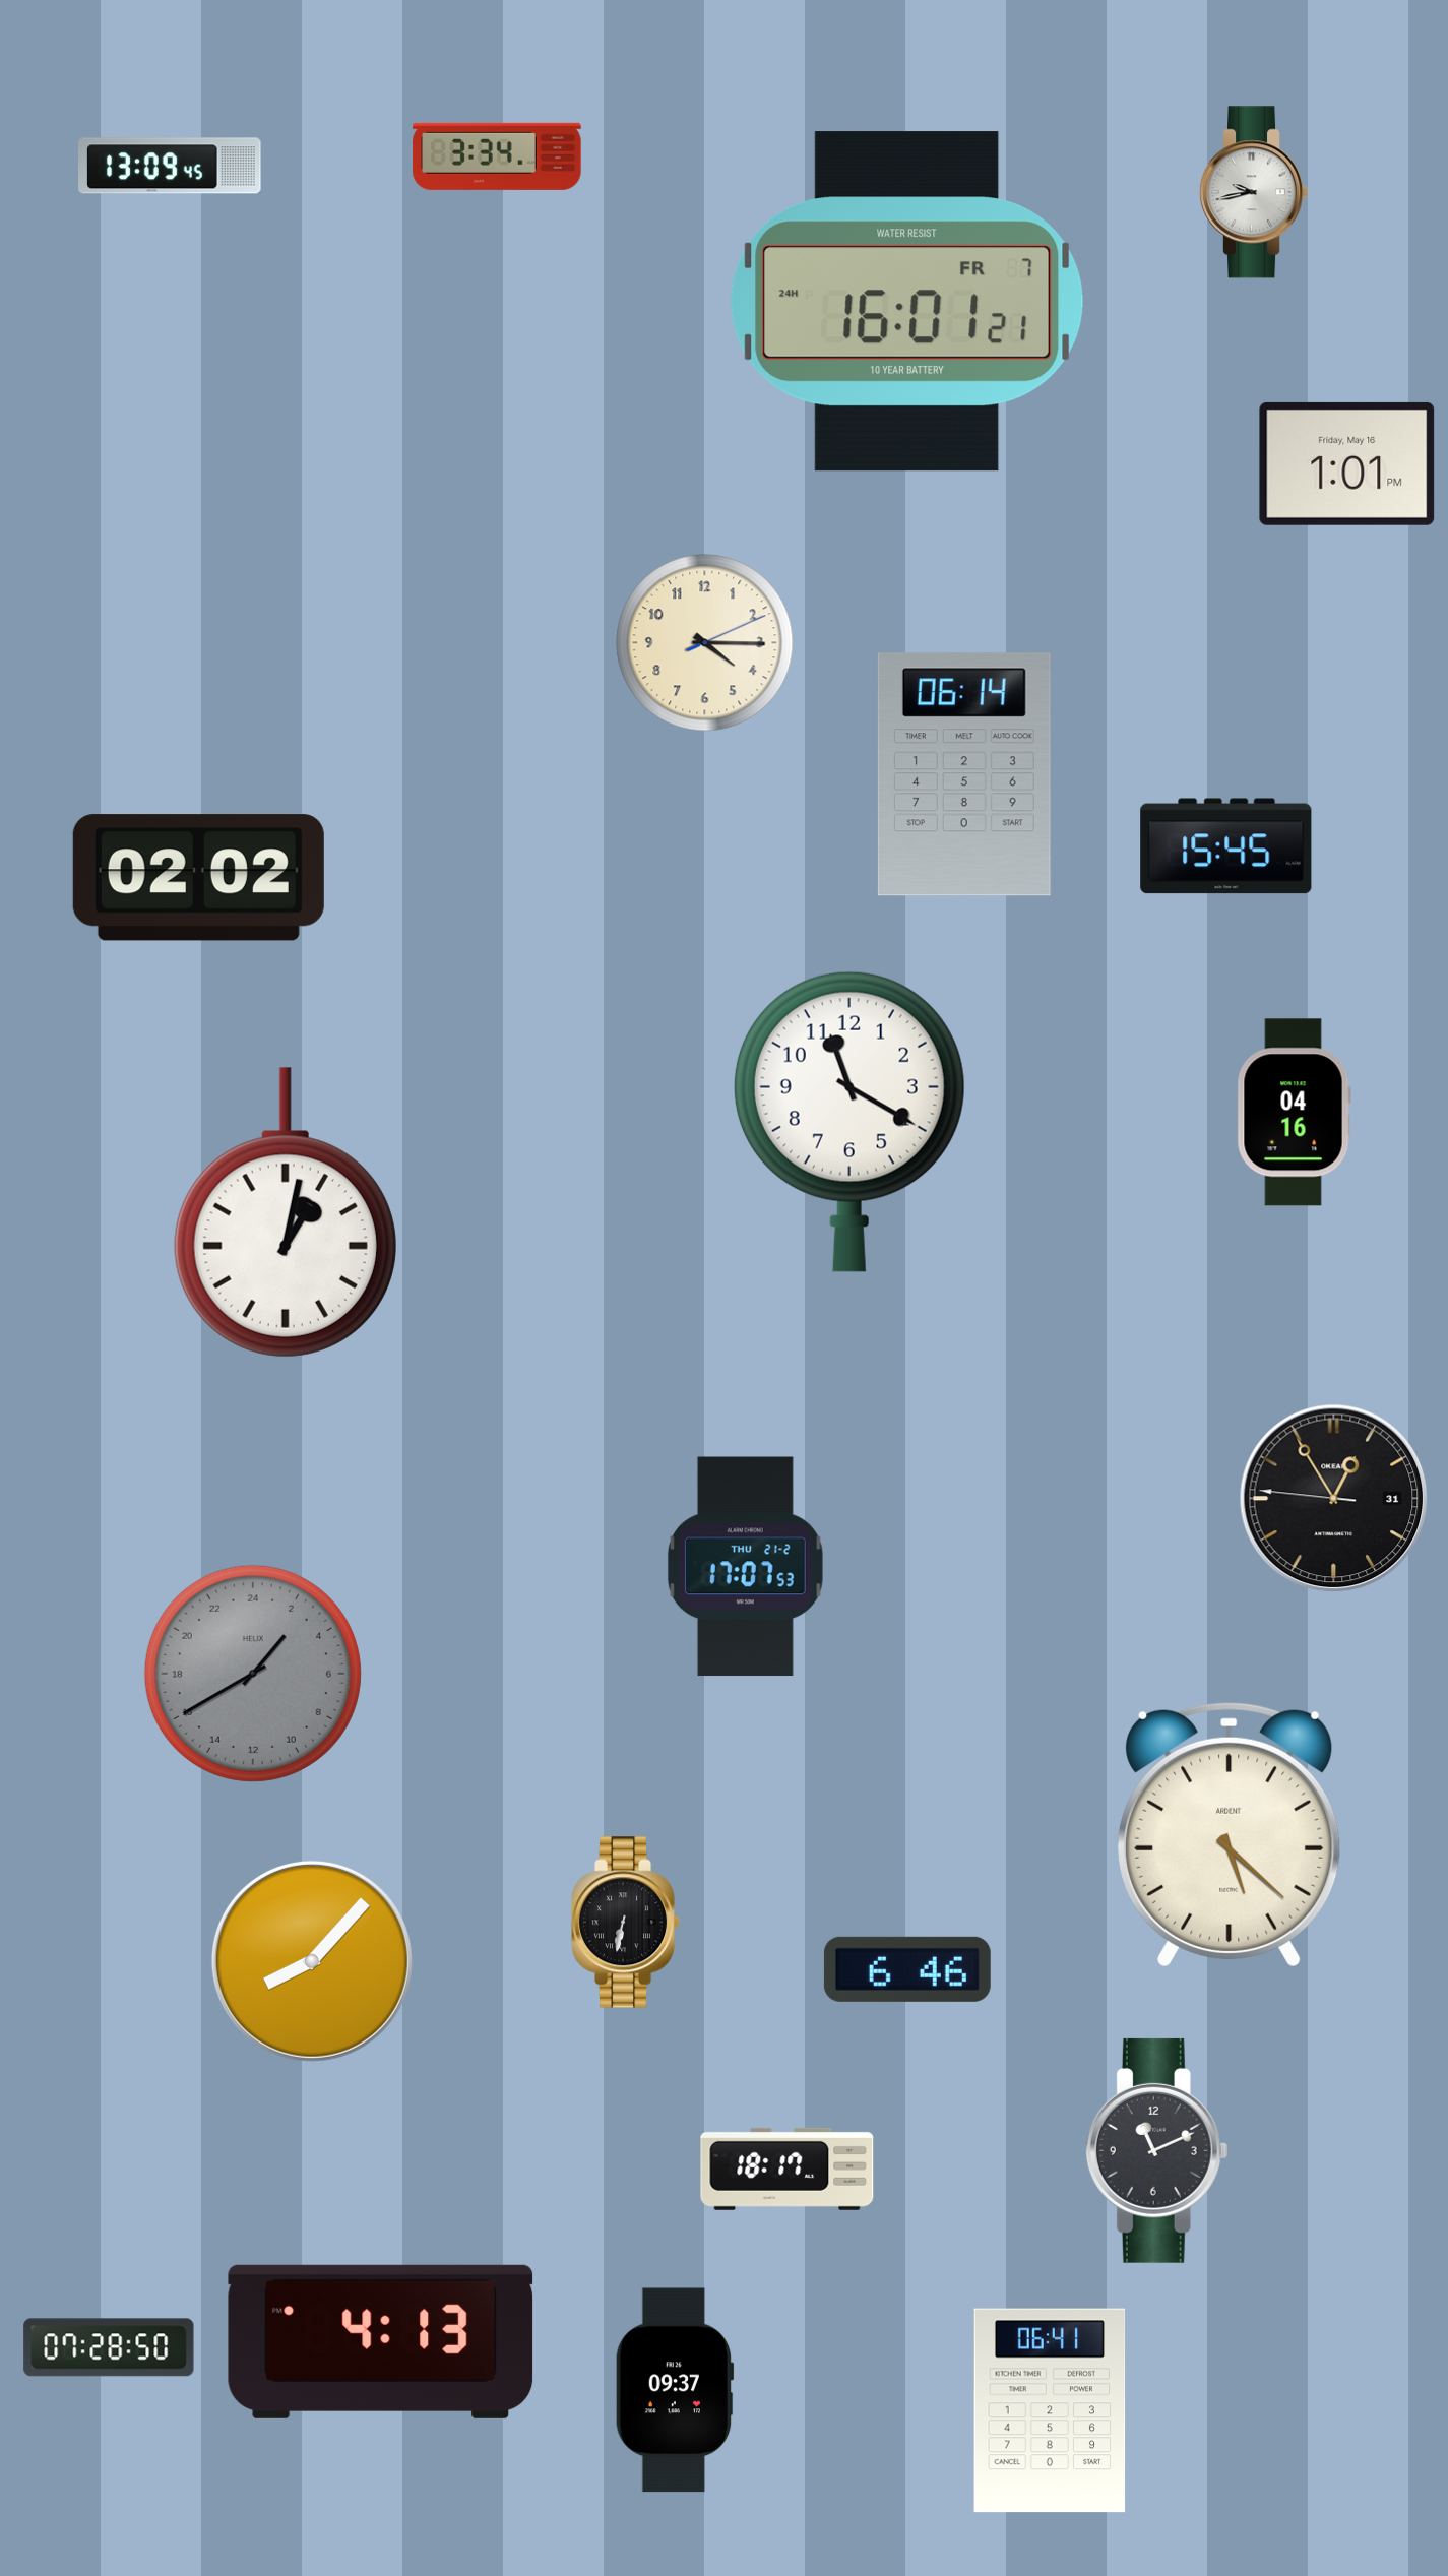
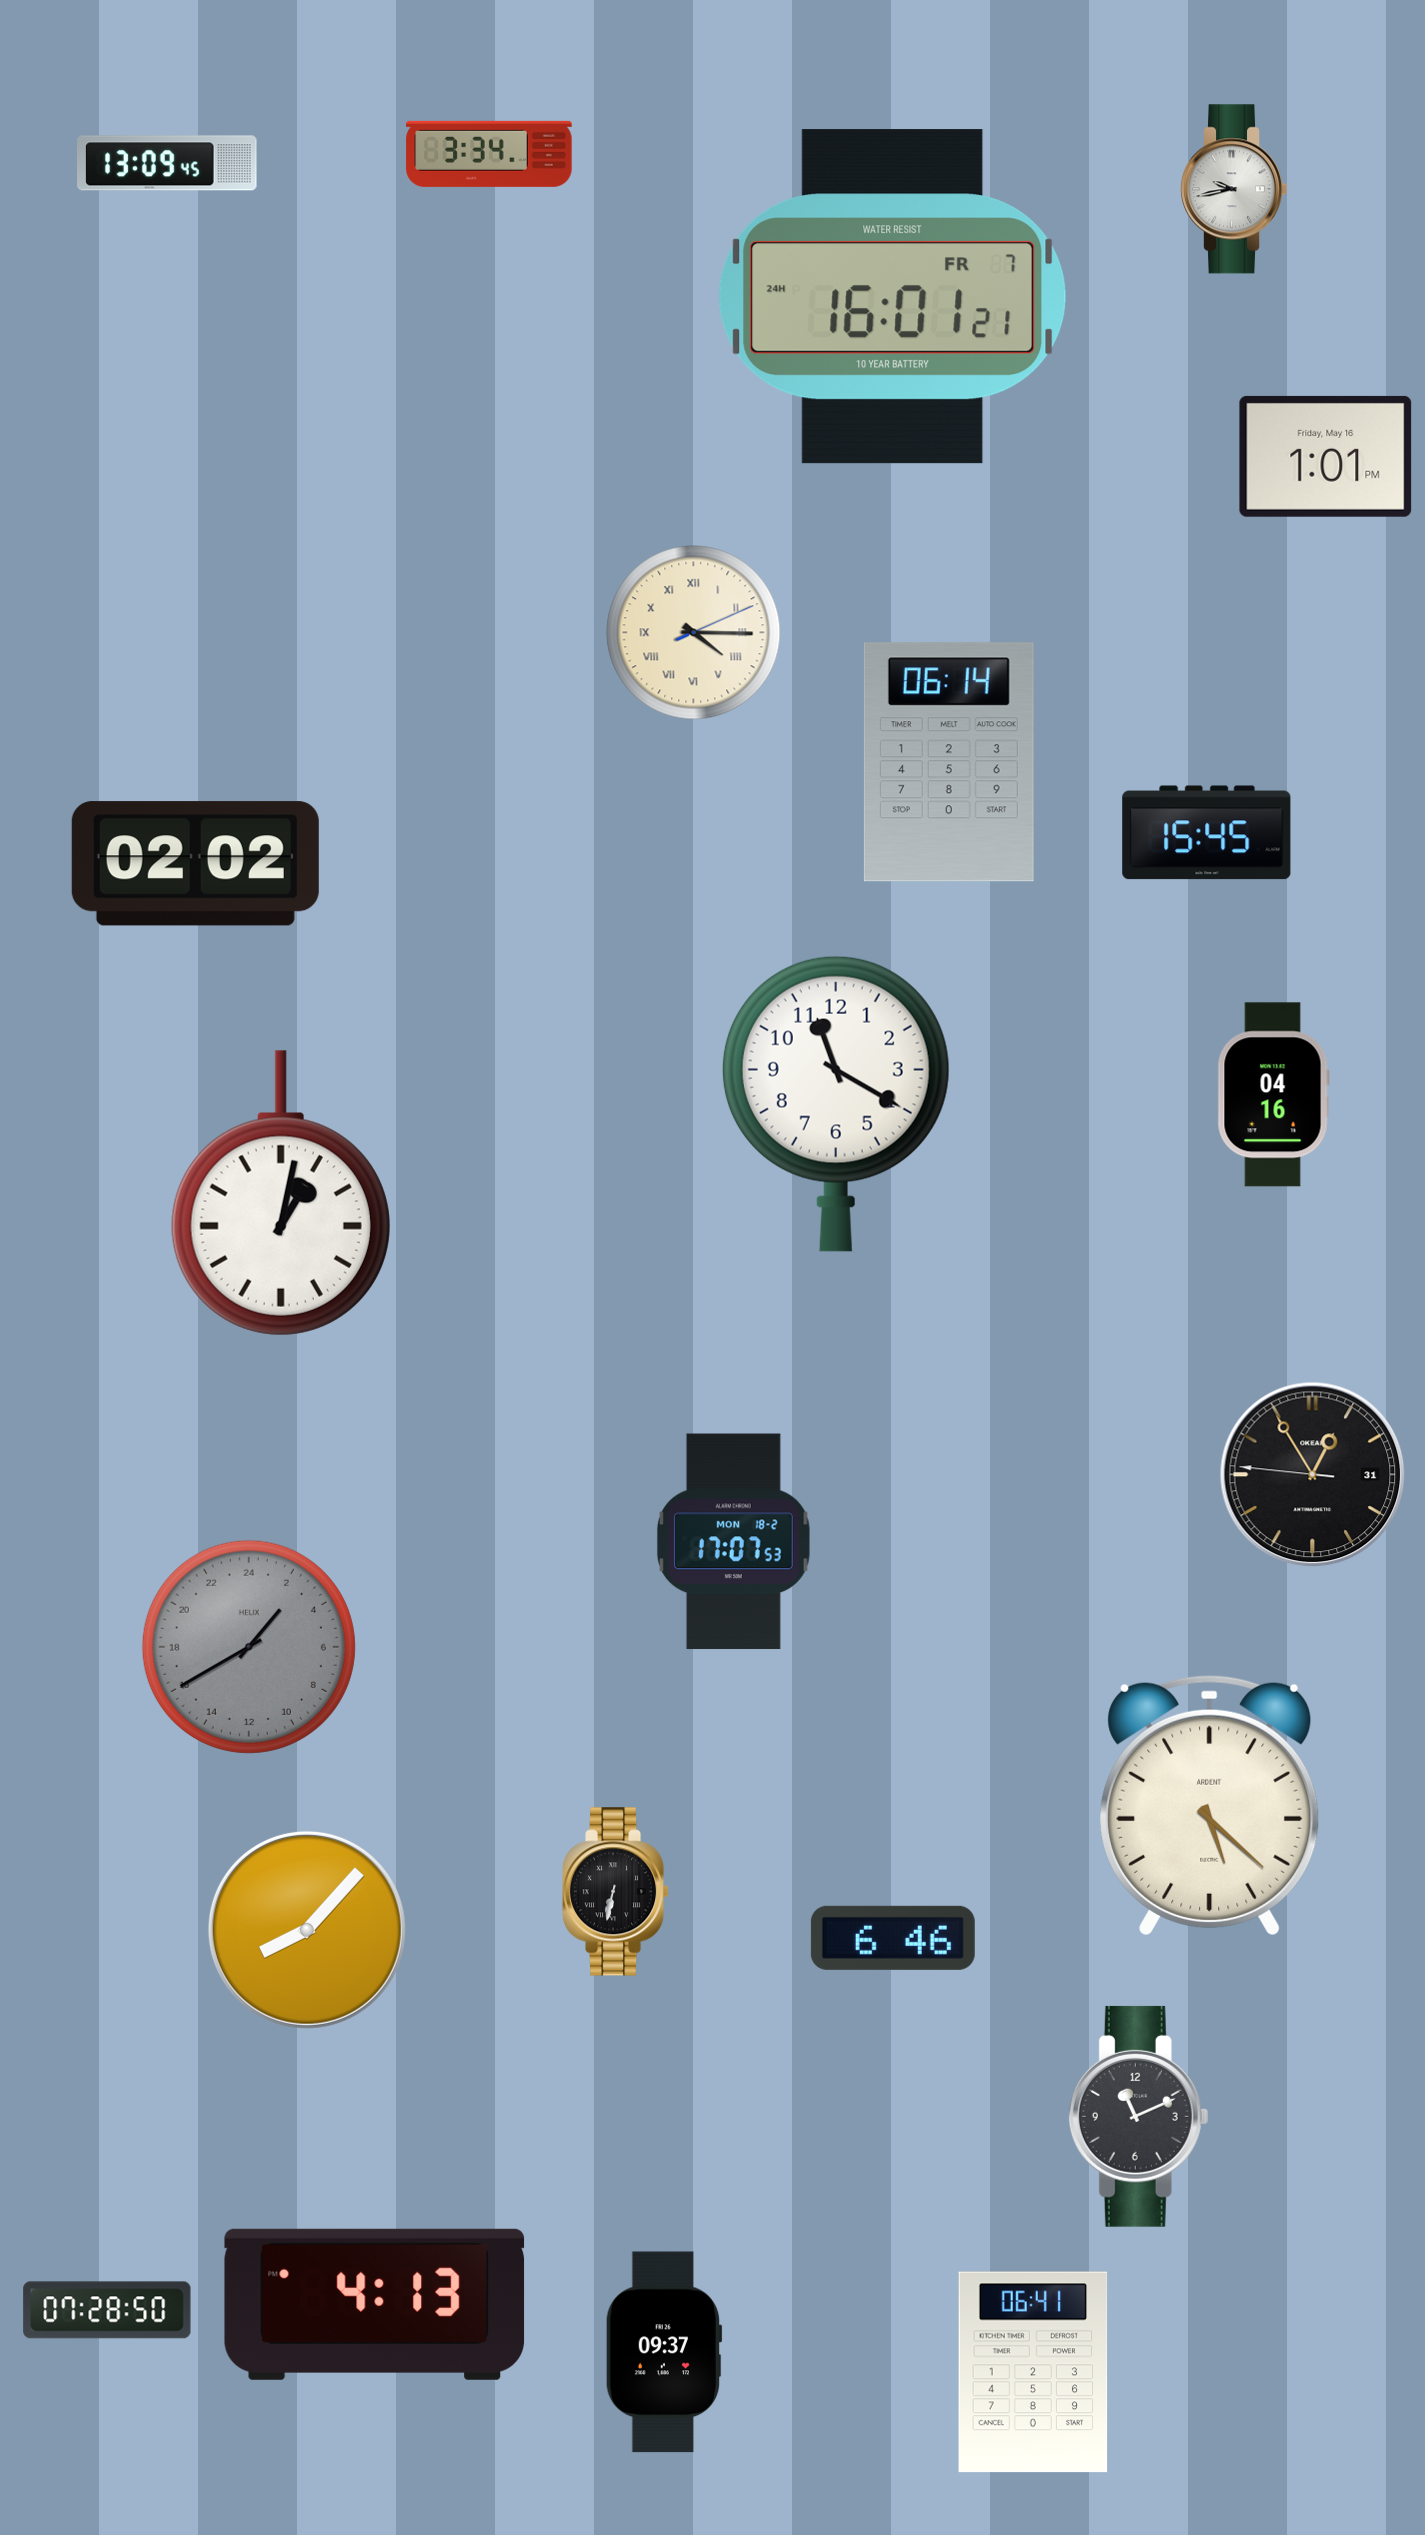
clock at (705, 643) numerals: Arabic -> Roman
clock at (745, 1567) date: THU 21-2 -> MON 18-2
clock at (788, 2169): 18:17 -> none
